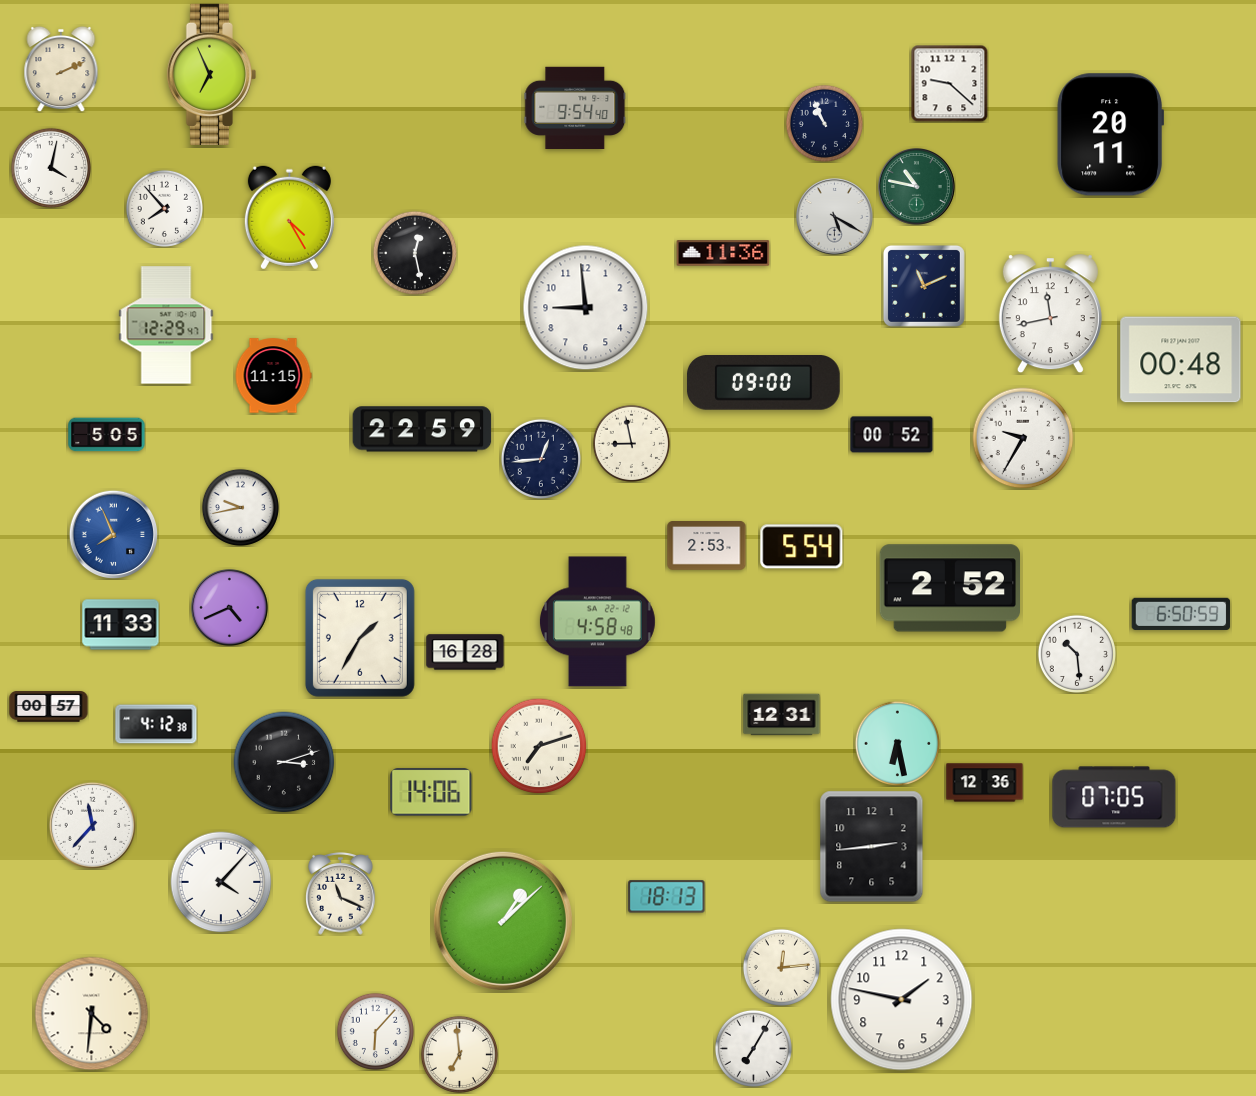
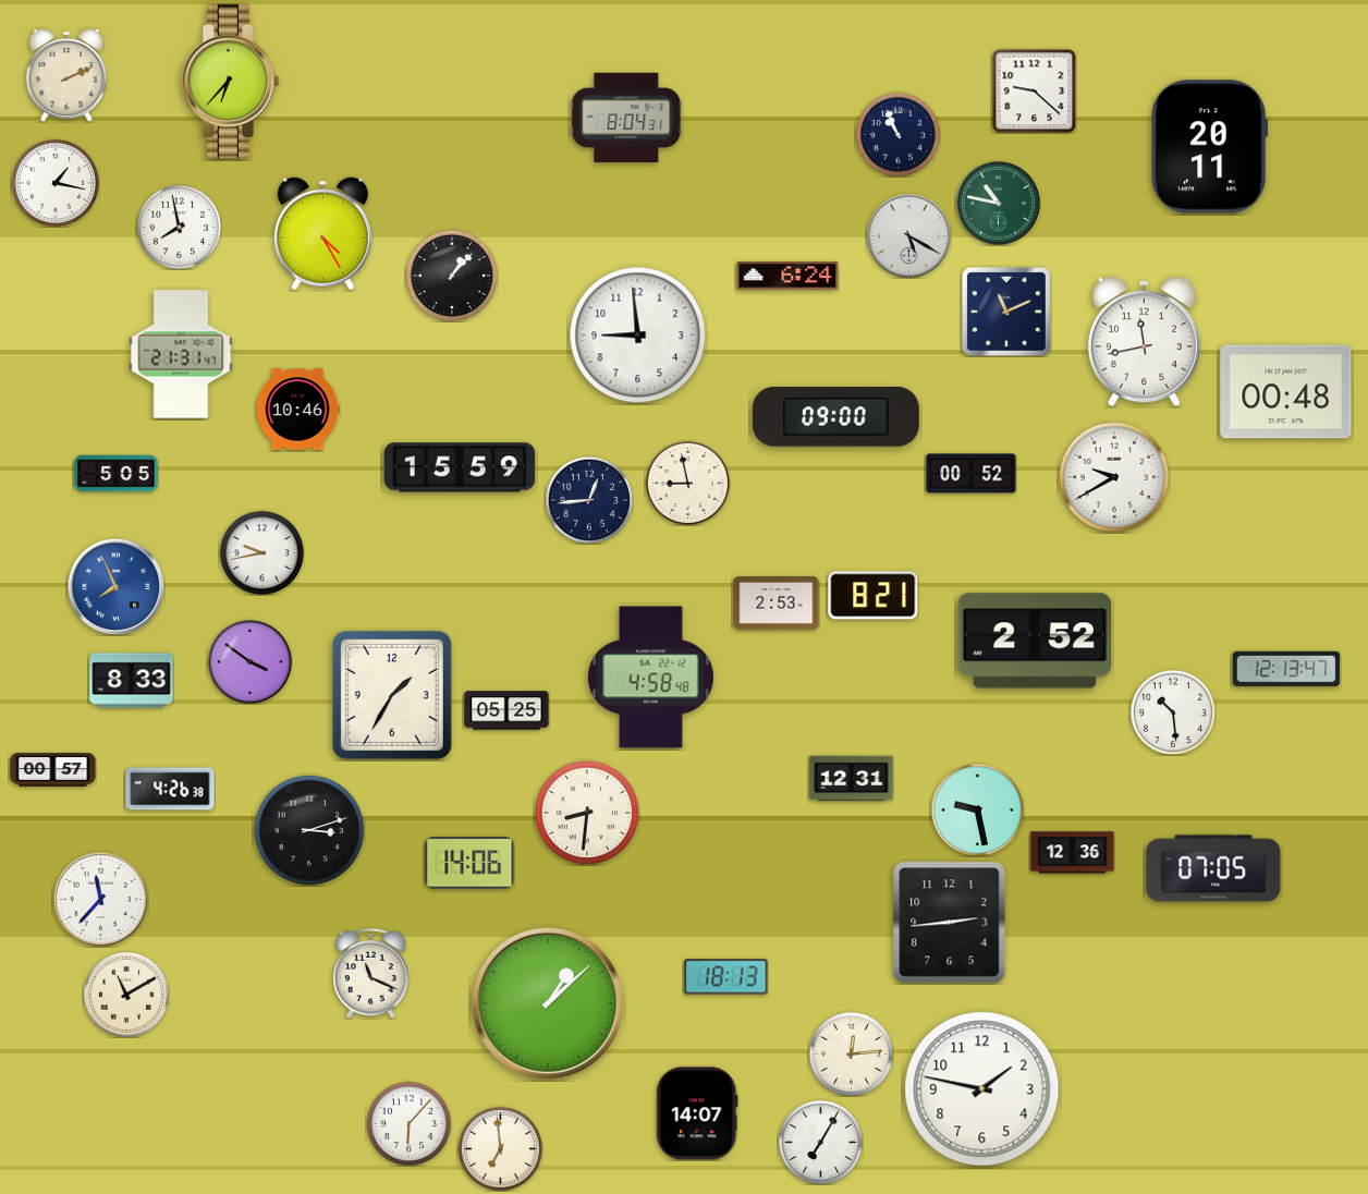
clock at (212, 74): 6:56 -> 6:37
clock at (575, 107): 9:54 -> 8:04
clock at (50, 167): 4:02 -> 1:17
clock at (164, 208): 7:53 -> 7:58
clock at (289, 218) position: (289, 218) -> (322, 234)
clock at (415, 253): 12:28 -> 1:07
clock at (723, 253): 11:36 -> 6:24
clock at (166, 325): 12:29 -> 21:31
clock at (273, 376): 11:15 -> 10:46
clock at (763, 383) position: (763, 383) -> (835, 417)
clock at (422, 429): 22:59 -> 15:59
clock at (1023, 438): 9:35 -> 9:40
clock at (113, 534) position: (113, 534) -> (115, 586)
clock at (707, 546) position: (707, 546) -> (777, 604)
clock at (802, 547): 5:54 -> 8:21
clock at (230, 608): 4:41 -> 3:51
clock at (1181, 614): 6:50 -> 12:13
clock at (121, 625): 11:33 -> 8:33
clock at (465, 652): 16:28 -> 05:25
clock at (156, 724): 4:12 -> 4:26
clock at (897, 743): 6:28 -> 9:28
clock at (539, 746): 7:12 -> 8:31
clock at (221, 882): 4:07 -> none
clock at (126, 995): none -> 11:10
clock at (92, 1014): 4:31 -> none
clock at (697, 1113): none -> 14:07
